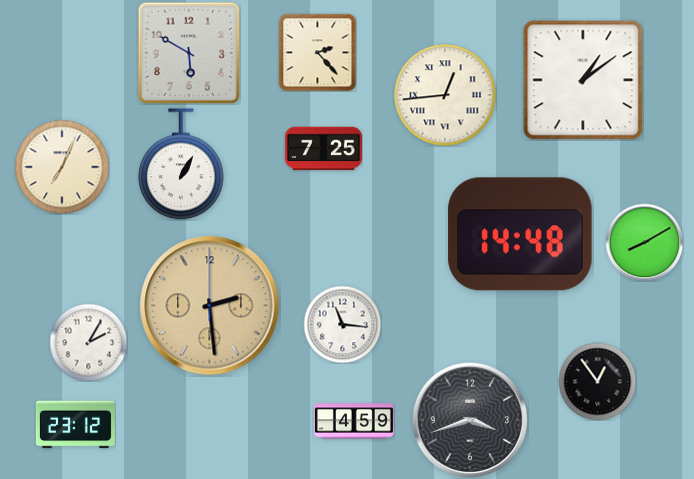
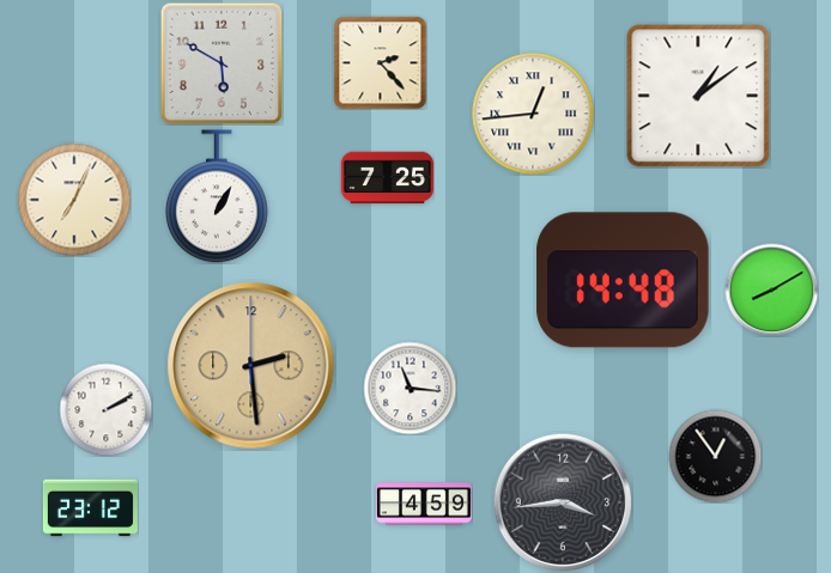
clock at (189, 53) position: (189, 53) -> (222, 63)
clock at (88, 342): 2:05 -> 2:10
clock at (470, 420): 3:42 -> 3:44
